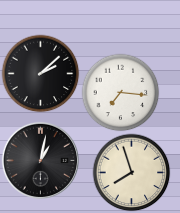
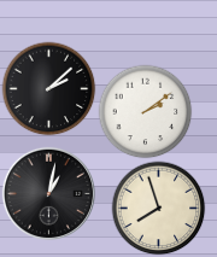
clock at (120, 92): 7:16 -> 2:09
